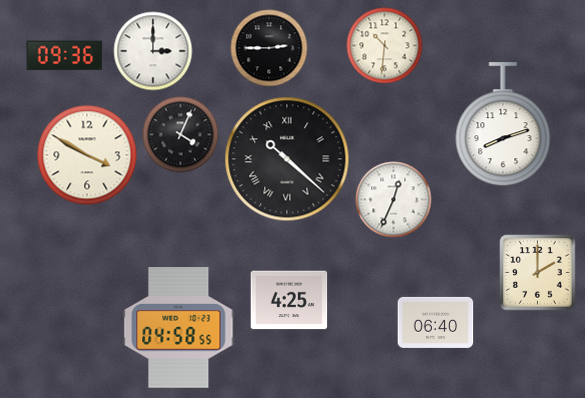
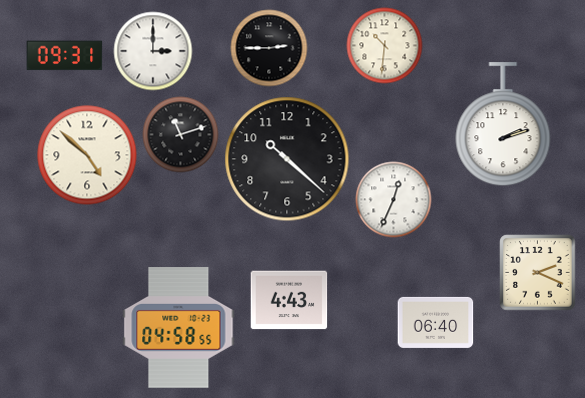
clock at (65, 56): 09:36 -> 09:31
clock at (503, 125): 8:12 -> 2:12
clock at (181, 135): 4:04 -> 11:12
clock at (87, 155): 3:50 -> 4:52
clock at (287, 159) numerals: Roman -> Arabic
clock at (538, 273): 2:00 -> 2:19
clock at (289, 300): 4:25 -> 4:43
